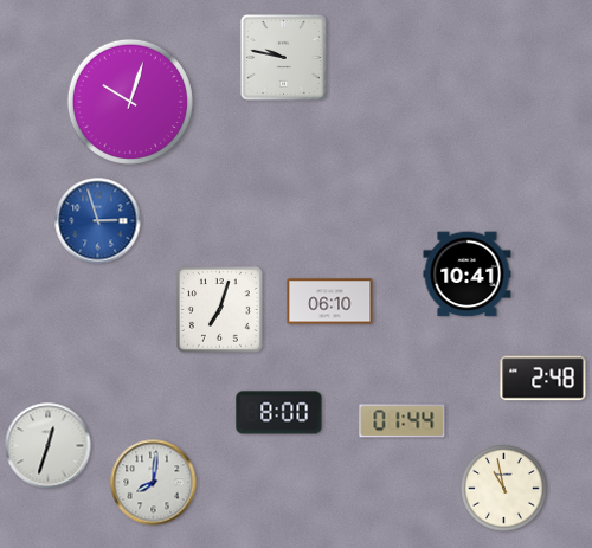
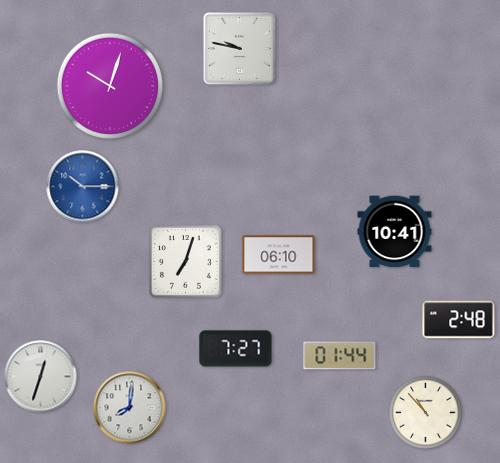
clock at (98, 221): 2:57 -> 10:15
clock at (279, 413): 8:00 -> 7:27
clock at (504, 489): 10:58 -> 10:53
